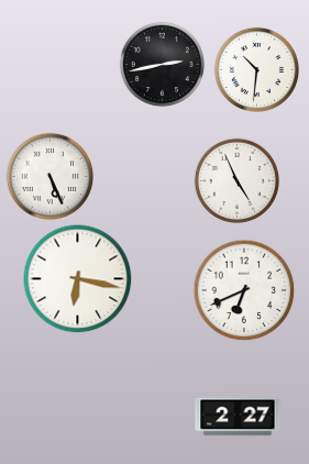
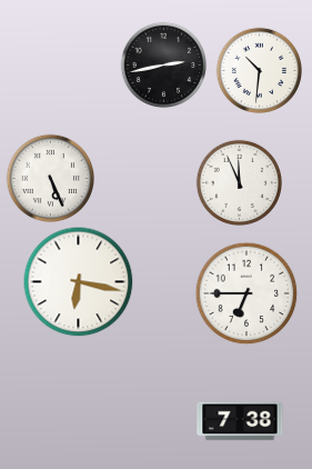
clock at (236, 180): 4:56 -> 11:56
clock at (244, 290): 6:41 -> 6:45
clock at (238, 417): 2:27 -> 7:38
